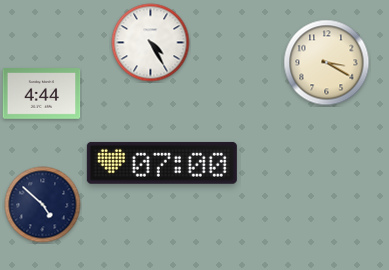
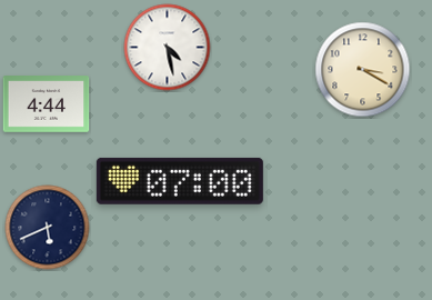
clock at (151, 43): 4:25 -> 4:28
clock at (43, 205): 4:52 -> 5:41
